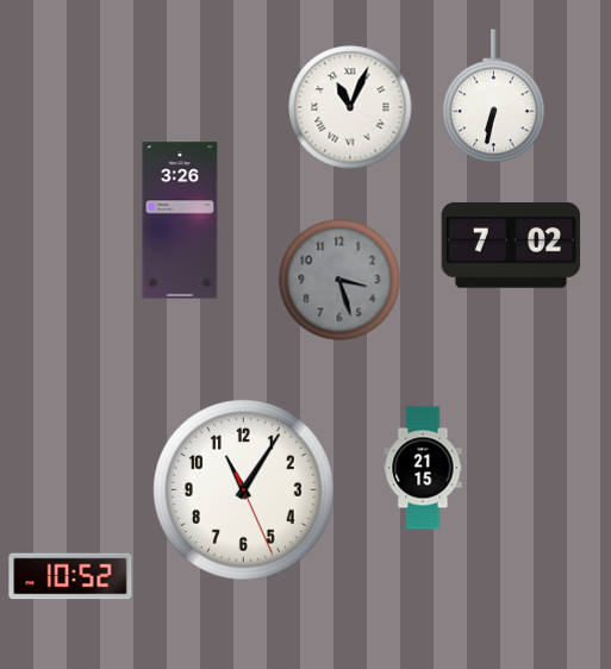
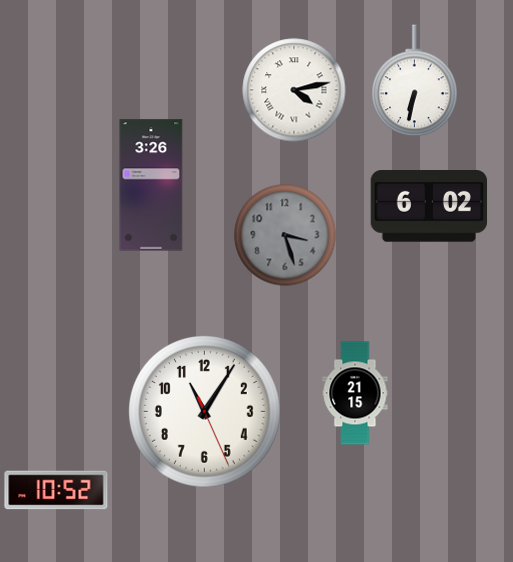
clock at (350, 107): 11:04 -> 4:13
clock at (511, 246): 7:02 -> 6:02
clock at (70, 576) position: (70, 576) -> (56, 490)
